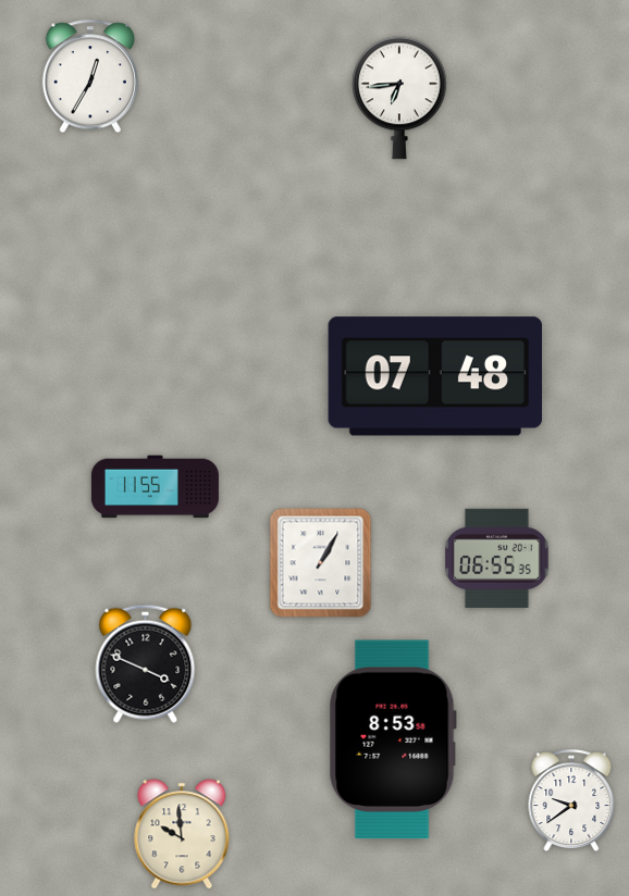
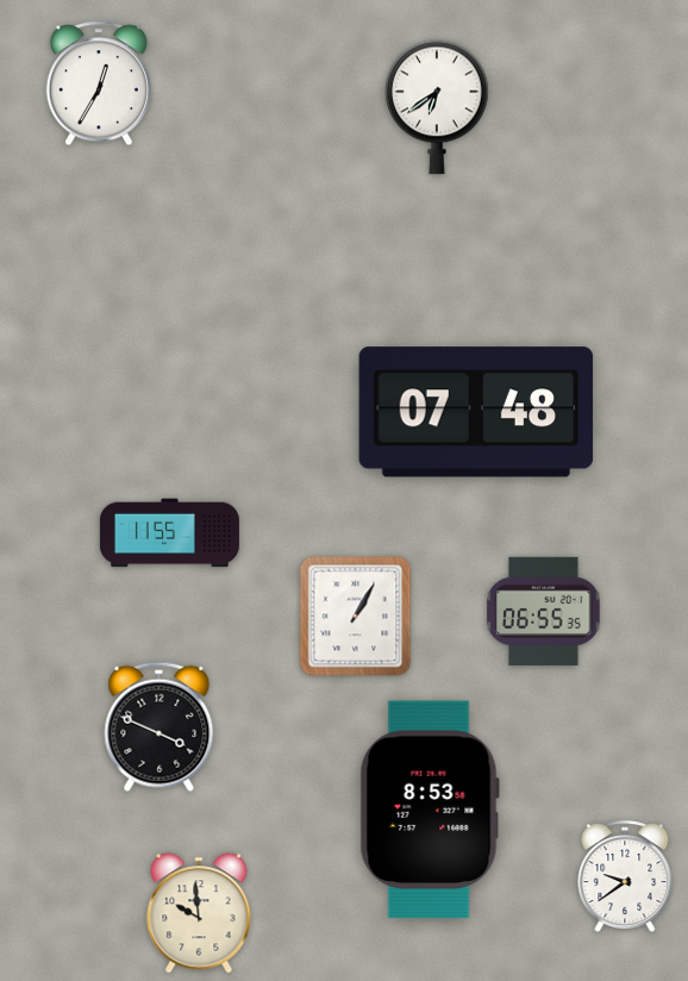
clock at (399, 98): 6:44 -> 6:39
clock at (321, 563) position: (321, 563) -> (356, 617)
